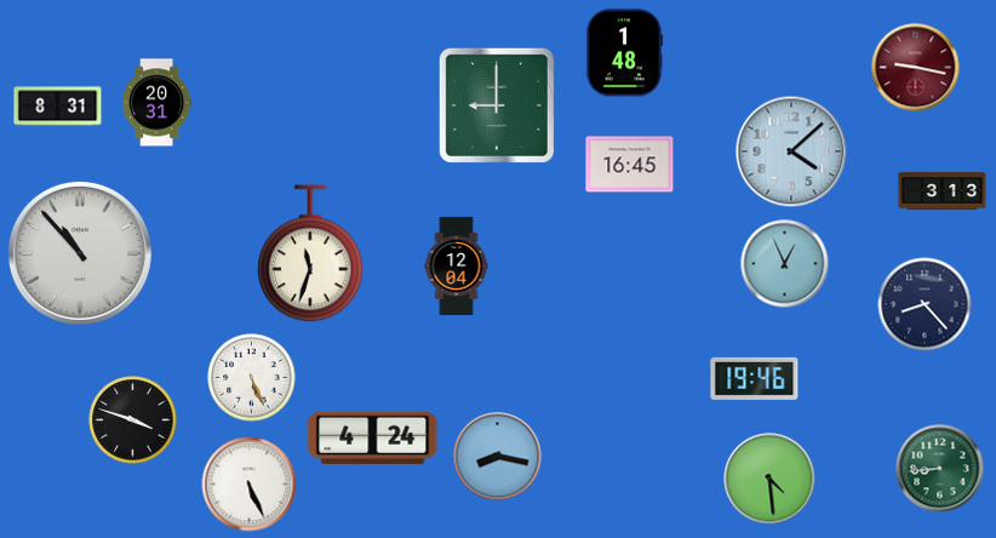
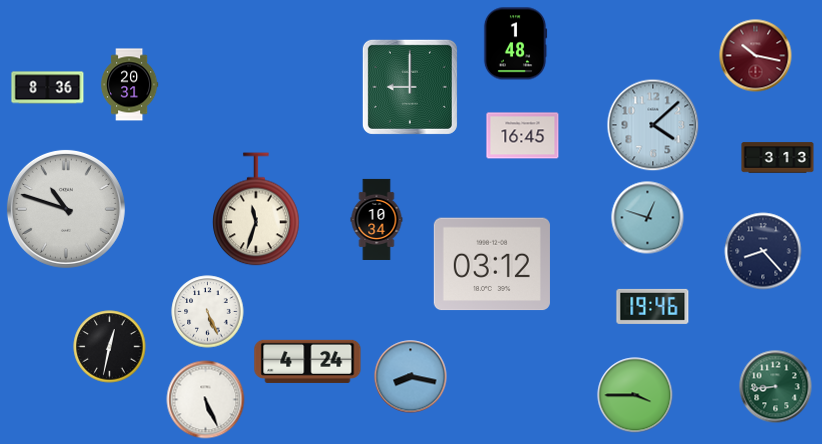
clock at (916, 68): 9:17 -> 10:17
clock at (58, 107): 8:31 -> 8:36
clock at (630, 165) position: (630, 165) -> (523, 136)
clock at (80, 253): 10:53 -> 10:48
clock at (785, 264): 12:56 -> 12:48
clock at (457, 265): 12:04 -> 10:34
clock at (492, 264): none -> 03:12
clock at (755, 378) position: (755, 378) -> (653, 306)
clock at (133, 420): 3:48 -> 12:32
clock at (769, 479): 4:29 -> 3:45
